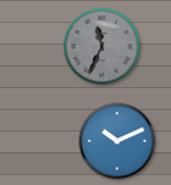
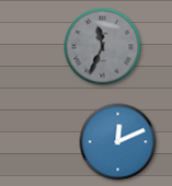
clock at (118, 141): 10:11 -> 12:11
